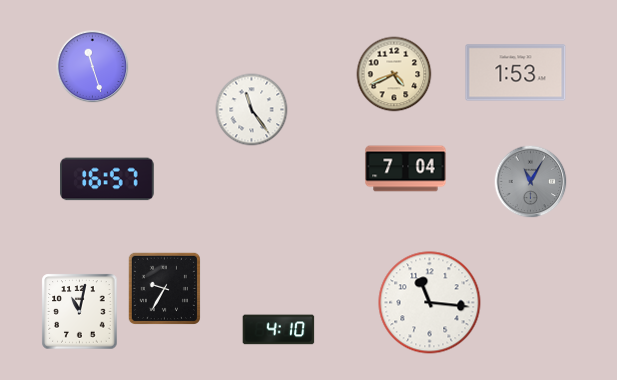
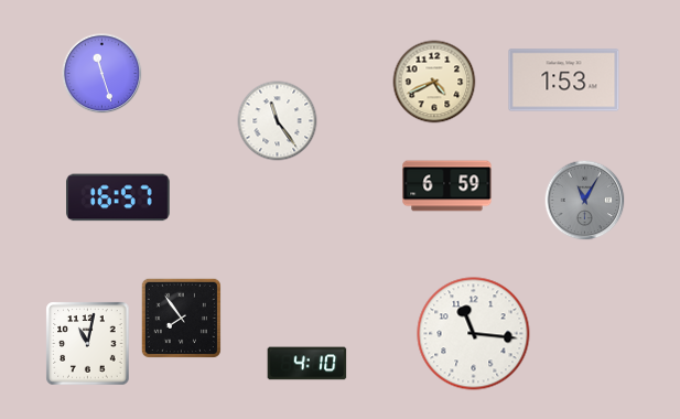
clock at (516, 73) position: (516, 73) -> (564, 80)
clock at (406, 169): 7:04 -> 6:59
clock at (164, 288): 9:35 -> 7:54
